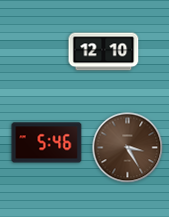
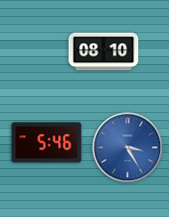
clock at (104, 52): 12:10 -> 08:10
clock at (128, 148) dial: brown -> blue
